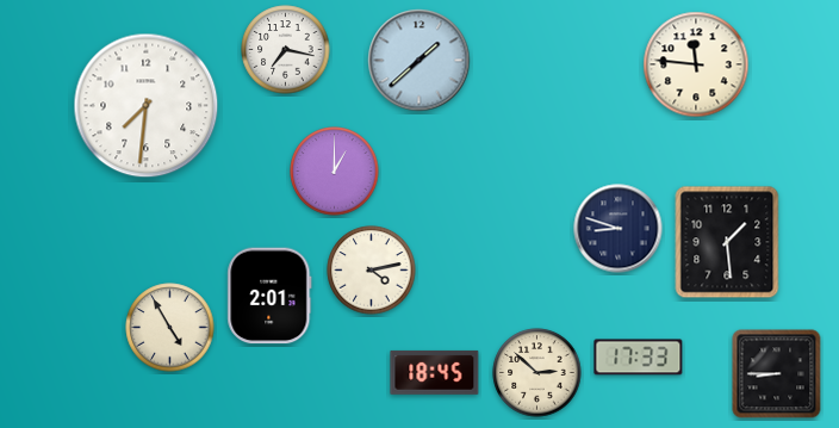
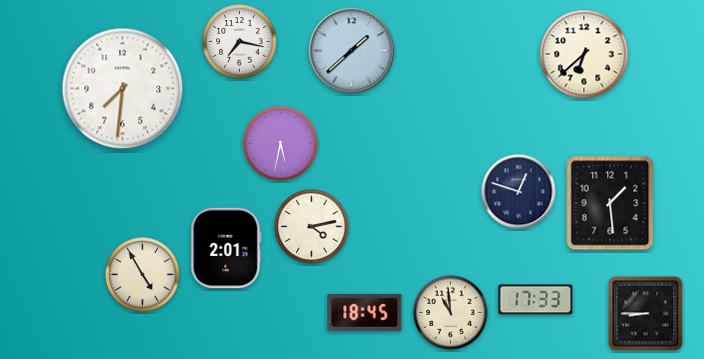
clock at (696, 64): 11:46 -> 6:38
clock at (335, 172): 1:00 -> 5:32
clock at (619, 229): 8:48 -> 12:48
clock at (537, 373): 2:52 -> 10:59
clock at (777, 374) position: (777, 374) -> (646, 314)
